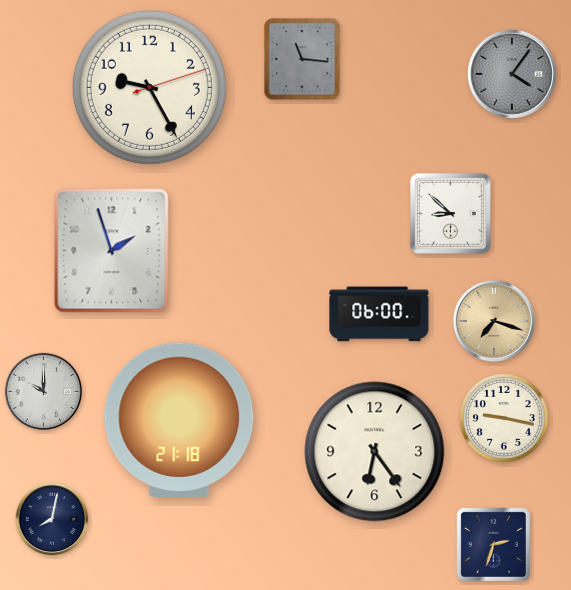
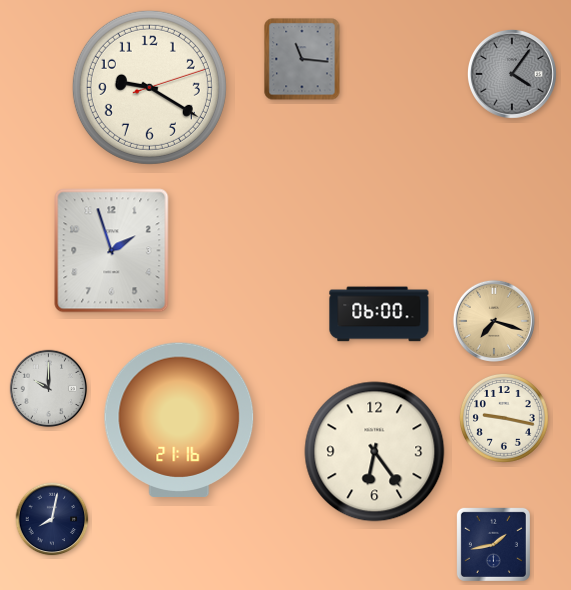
clock at (149, 87): 9:25 -> 9:20
clock at (450, 213): 8:52 -> none
clock at (44, 392) position: (44, 392) -> (49, 389)
clock at (179, 419): 21:18 -> 21:16
clock at (493, 544): 2:33 -> 1:43
